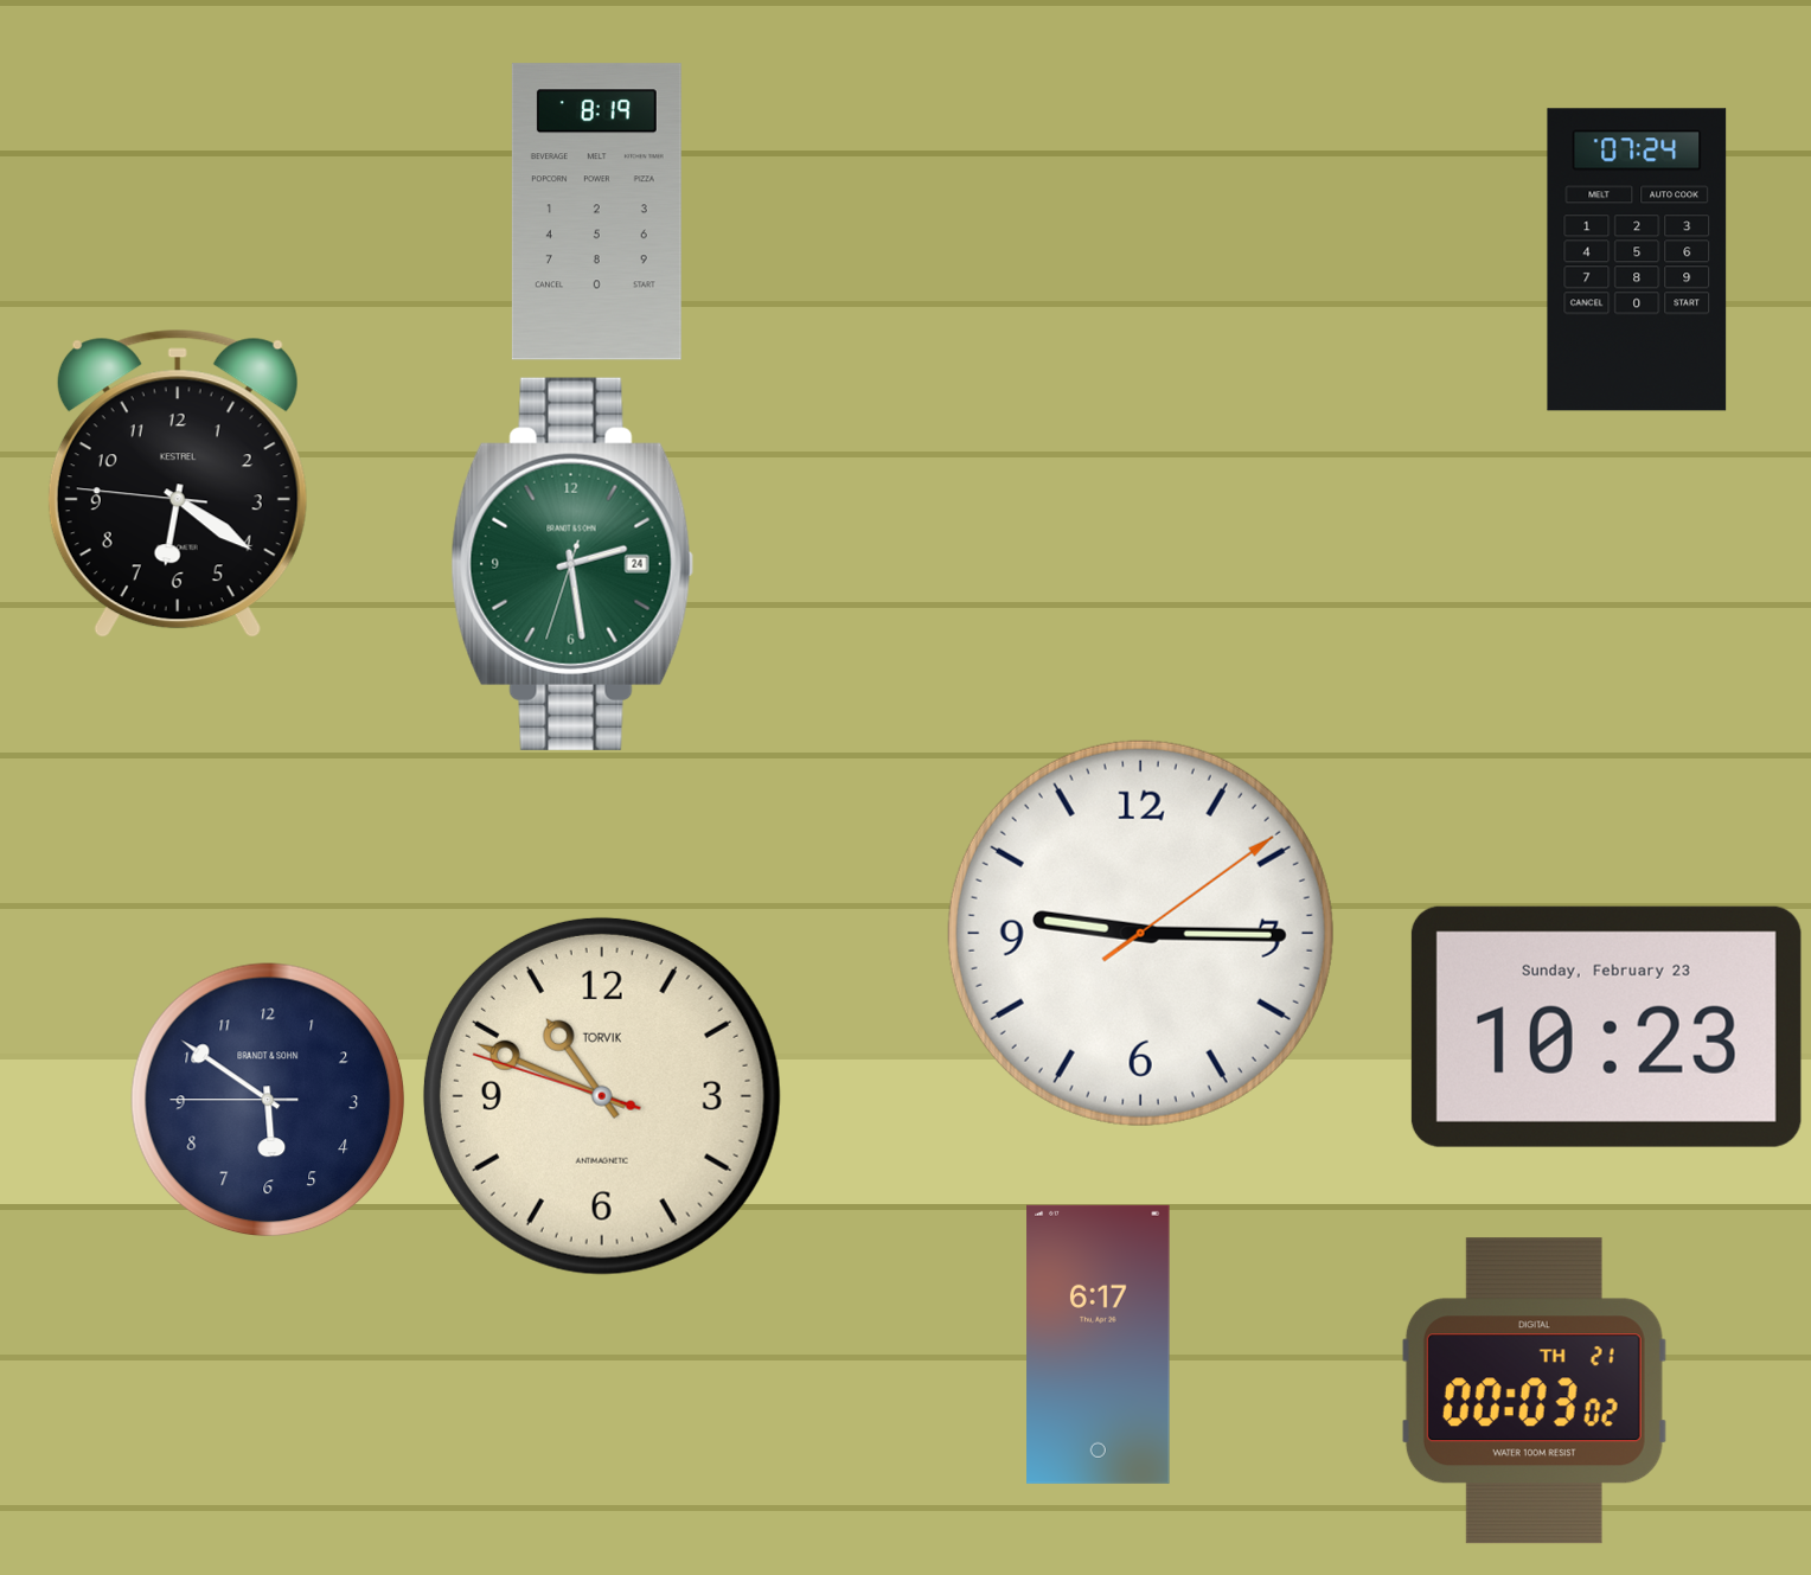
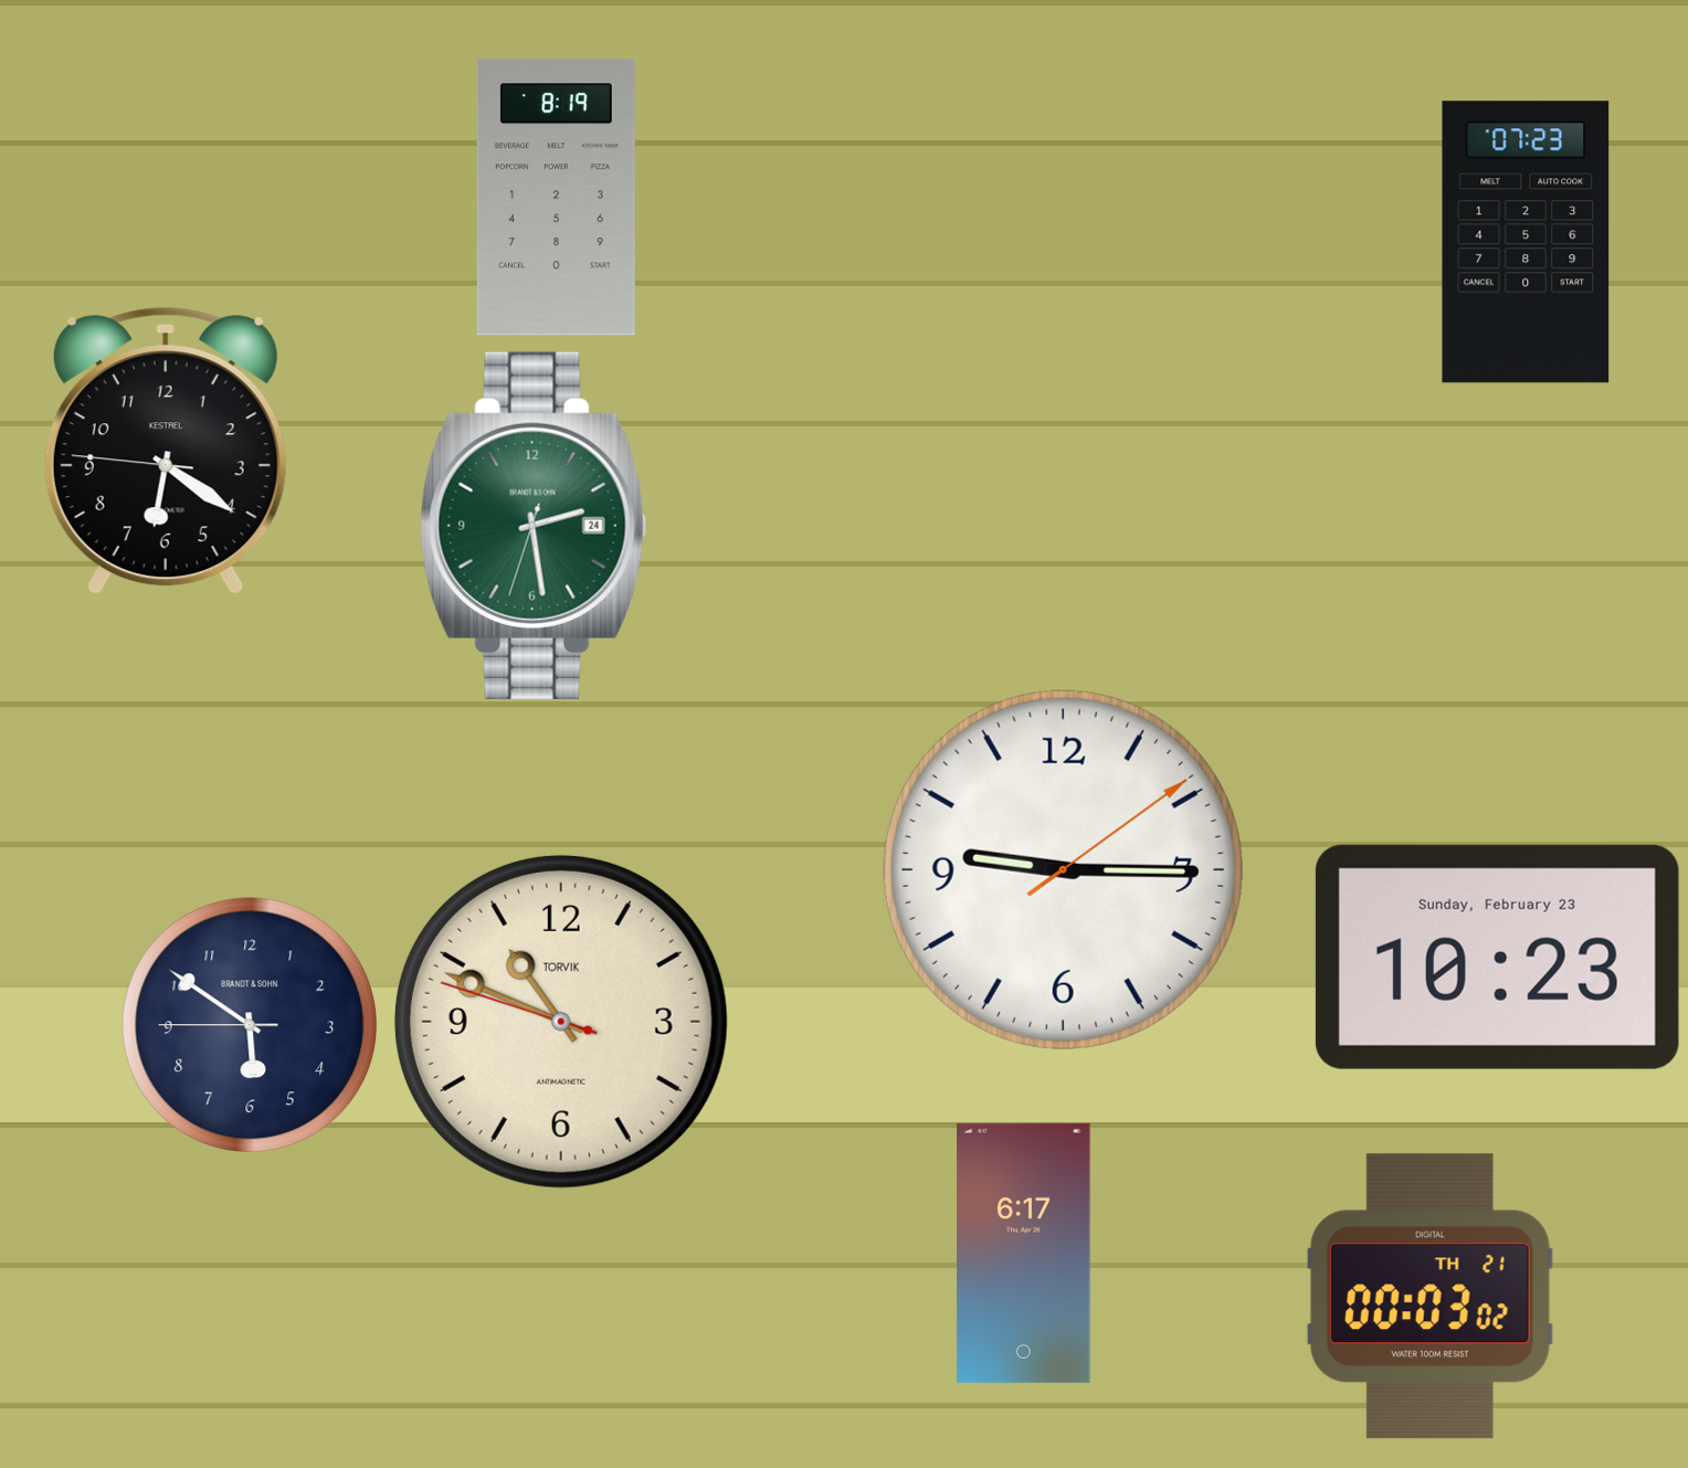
clock at (1637, 260): 07:24 -> 07:23
